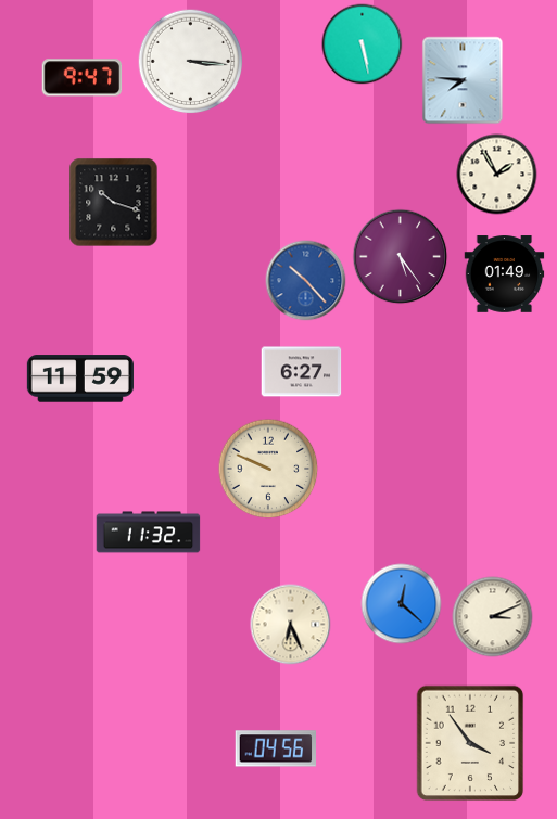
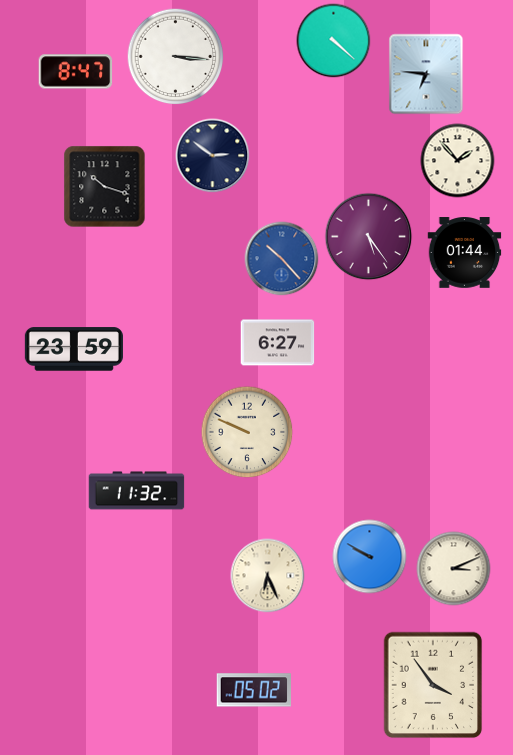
clock at (363, 44): 5:28 -> 4:22
clock at (83, 78): 9:47 -> 8:47
clock at (463, 80): 7:46 -> 6:46
clock at (213, 156): none -> 2:51
clock at (497, 175): 1:55 -> 1:53
clock at (505, 274): 01:49 -> 01:44
clock at (80, 379): 11:59 -> 23:59
clock at (402, 604): 12:22 -> 9:50
clock at (275, 748): 04:56 -> 05:02
